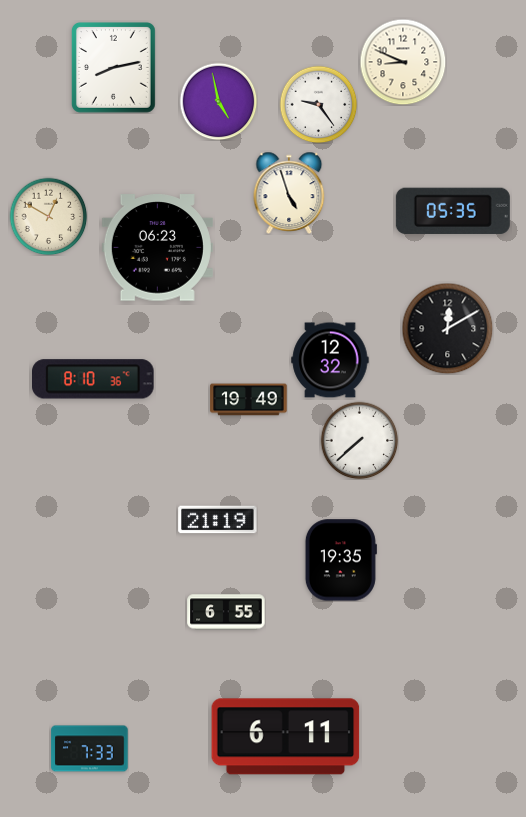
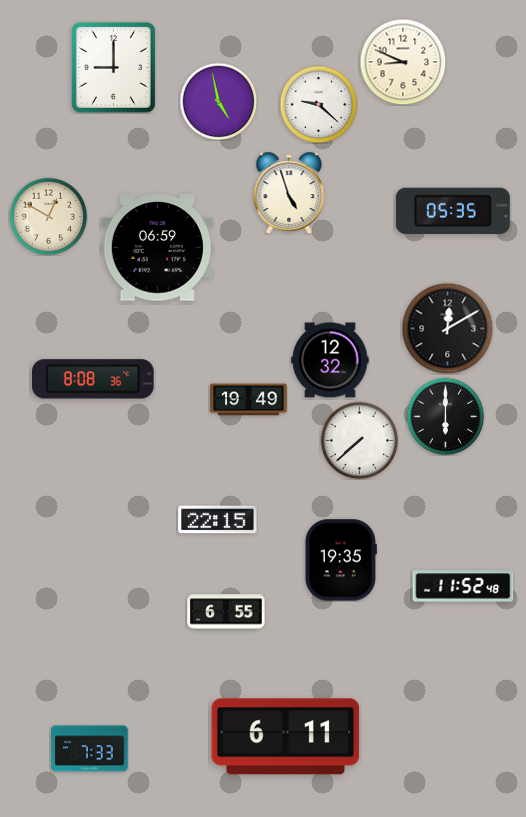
clock at (113, 67): 8:13 -> 9:00
clock at (318, 104): 9:24 -> 9:22
clock at (157, 248): 06:23 -> 06:59
clock at (94, 379): 8:10 -> 8:08
clock at (445, 416): none -> 6:00
clock at (218, 520): 21:19 -> 22:15
clock at (463, 586): none -> 11:52
